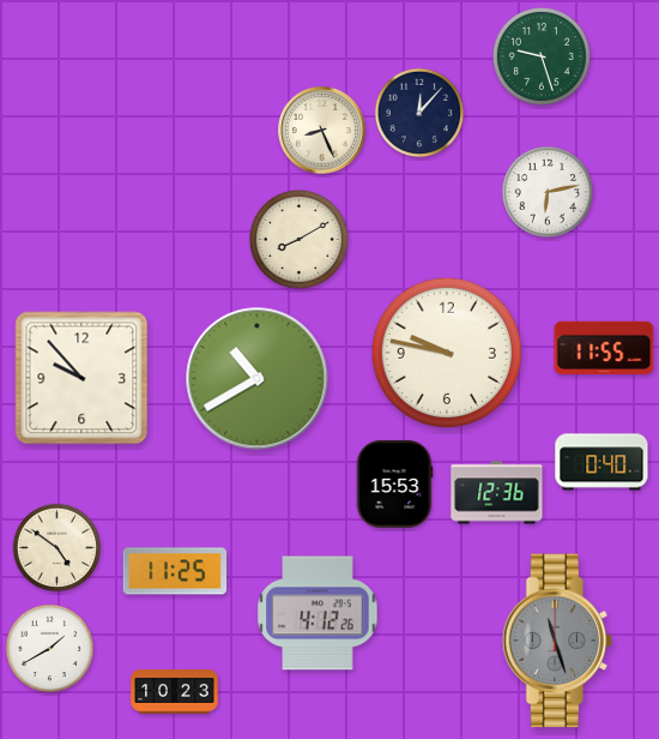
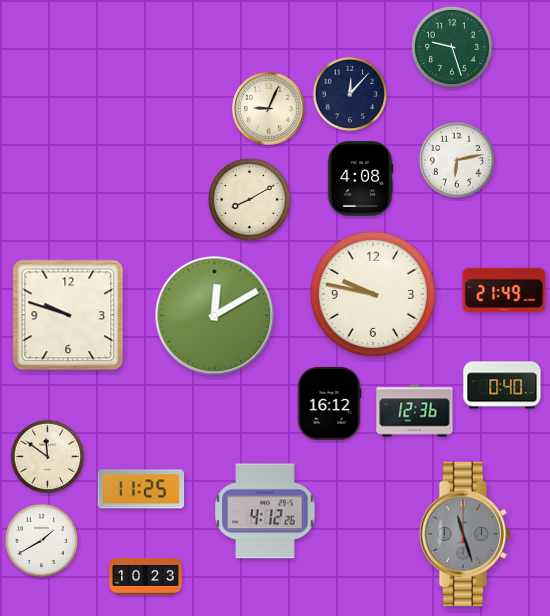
clock at (322, 131): 8:26 -> 9:04
clock at (360, 179): none -> 4:08
clock at (604, 348): 11:55 -> 21:49
clock at (81, 378): 9:53 -> 9:48
clock at (258, 379): 10:40 -> 12:10
clock at (394, 485): 15:53 -> 16:12
clock at (58, 548): 4:51 -> 11:51
clock at (175, 571) position: (175, 571) -> (141, 489)
